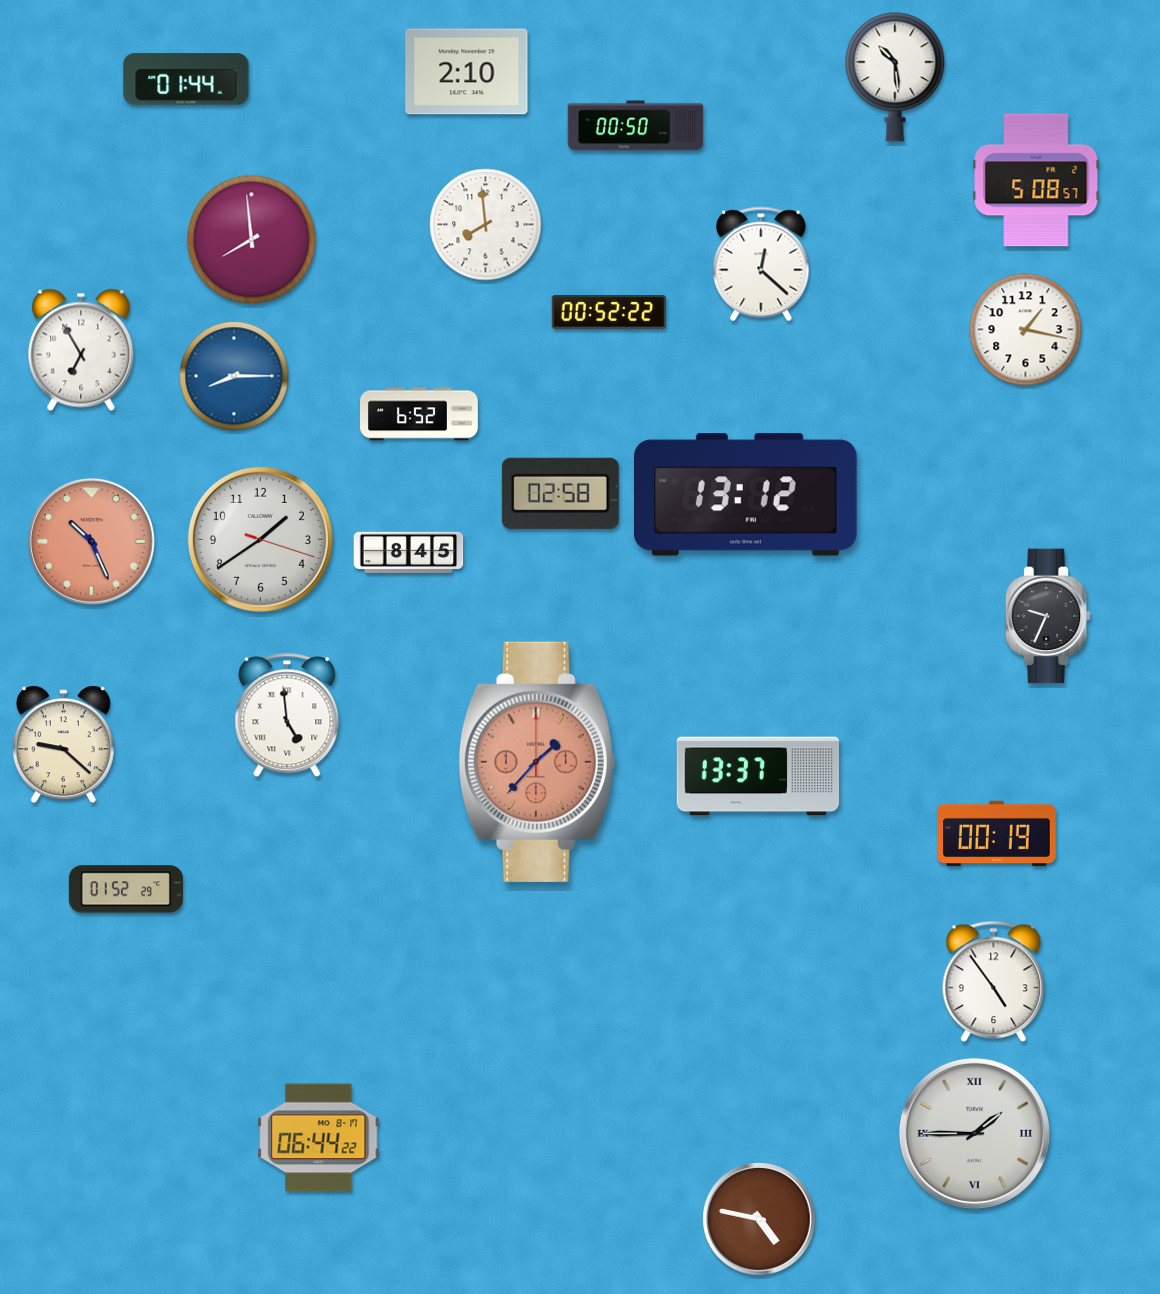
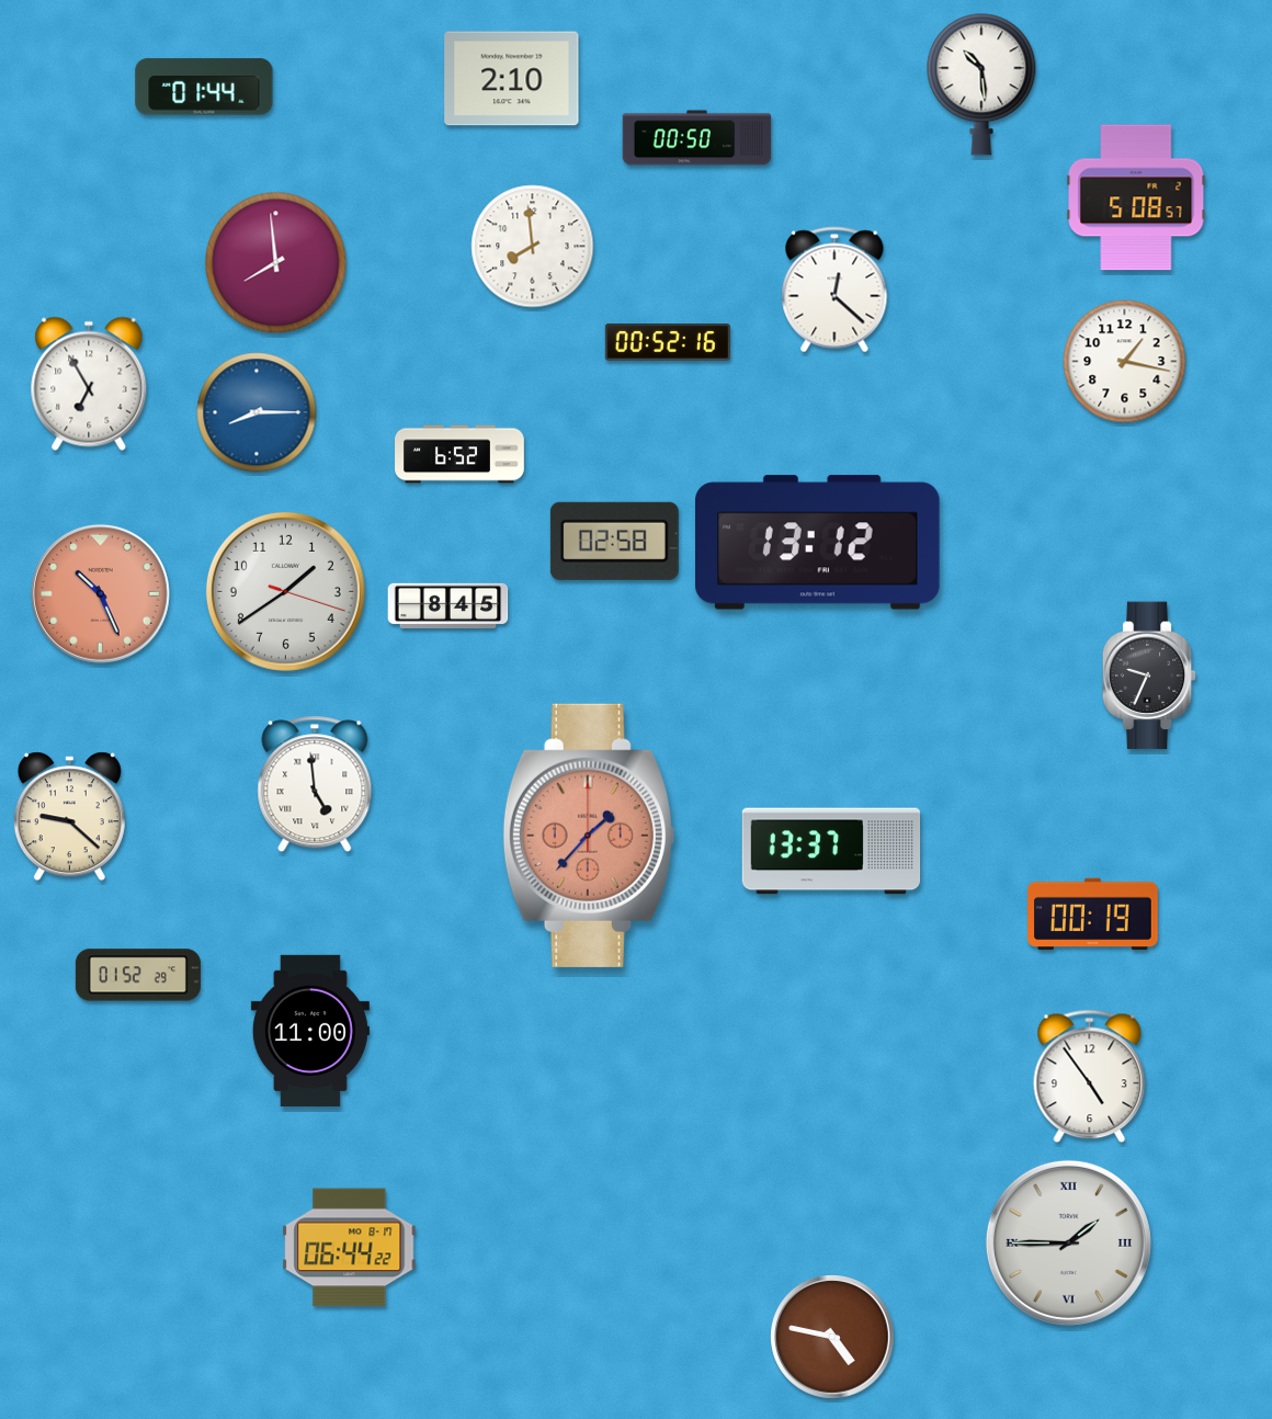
clock at (609, 313): 00:52:22 -> 00:52:16
clock at (310, 1030): none -> 11:00
